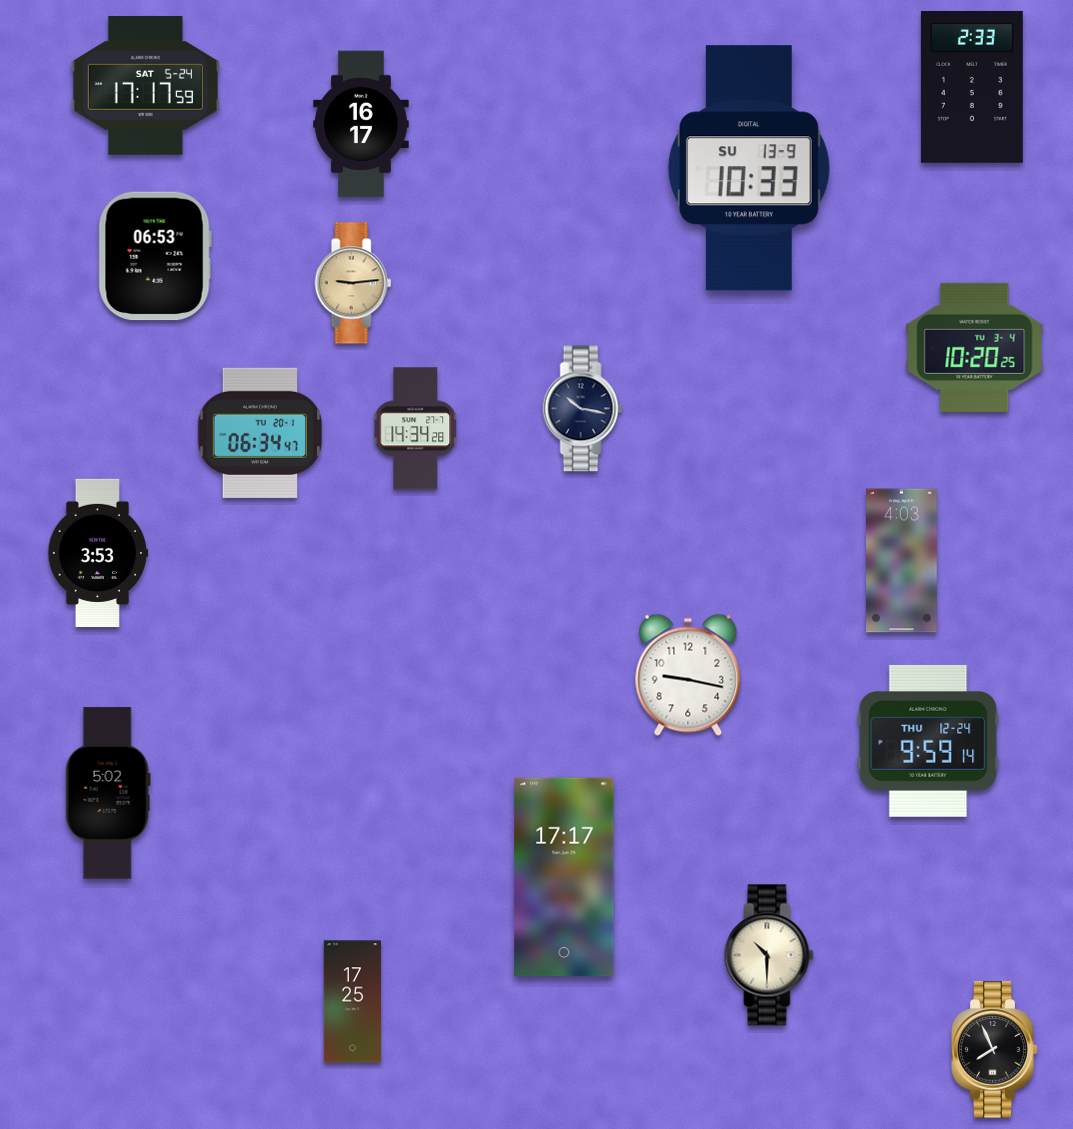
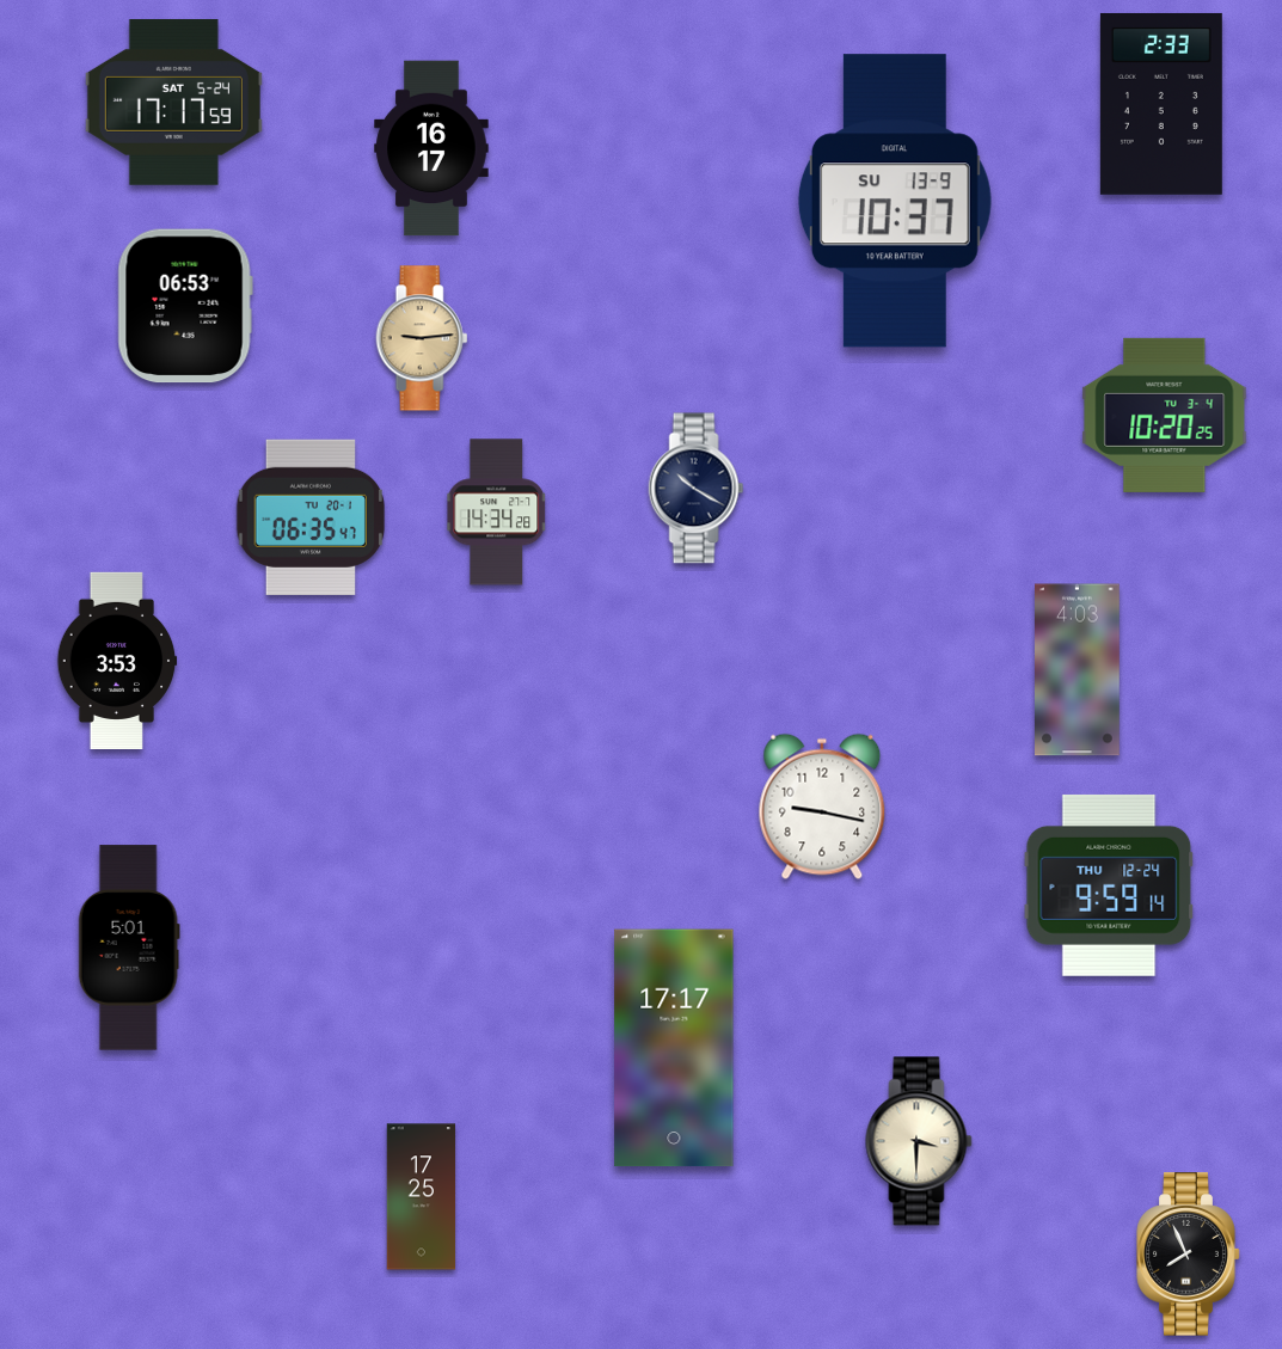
clock at (749, 168): 10:33 -> 10:37
clock at (583, 409): 10:17 -> 10:20
clock at (259, 433): 06:34 -> 06:35
clock at (108, 793): 5:02 -> 5:01
clock at (769, 955): 10:30 -> 3:30
